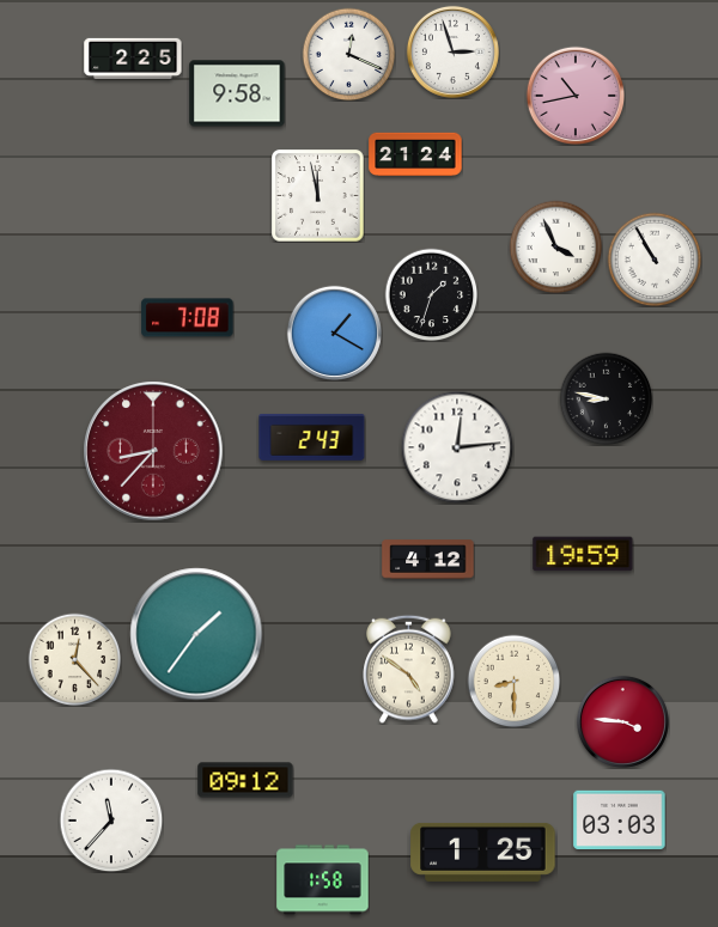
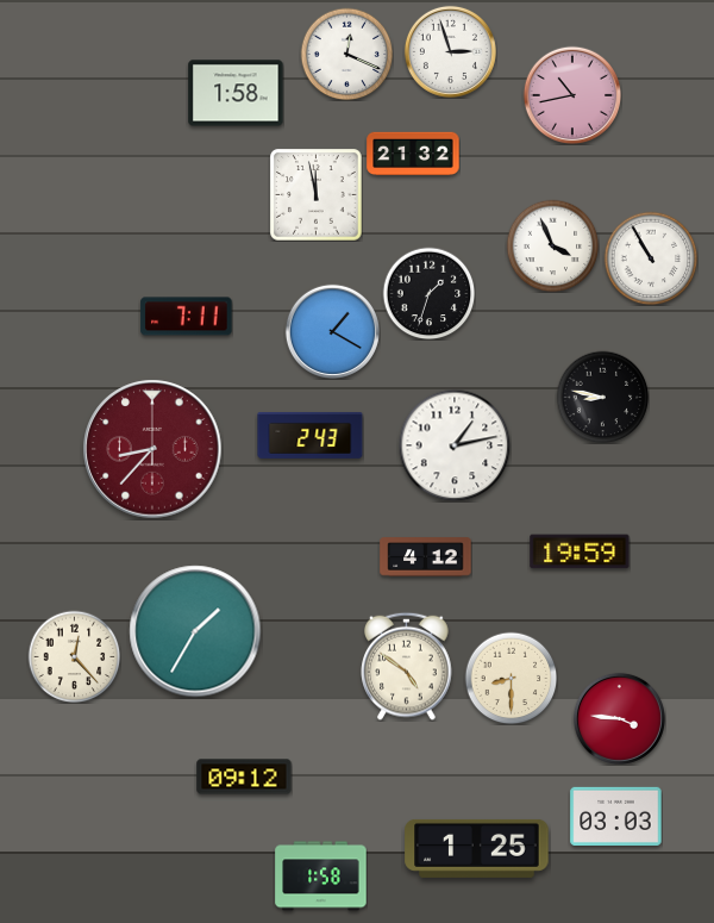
clock at (133, 59): 2:25 -> none
clock at (237, 93): 9:58 -> 1:58
clock at (415, 154): 21:24 -> 21:32
clock at (188, 318): 7:08 -> 7:11
clock at (457, 447): 12:14 -> 1:13
clock at (196, 634): 1:36 -> 1:35
clock at (111, 821): 11:37 -> none
clock at (483, 852) position: (483, 852) -> (477, 848)
